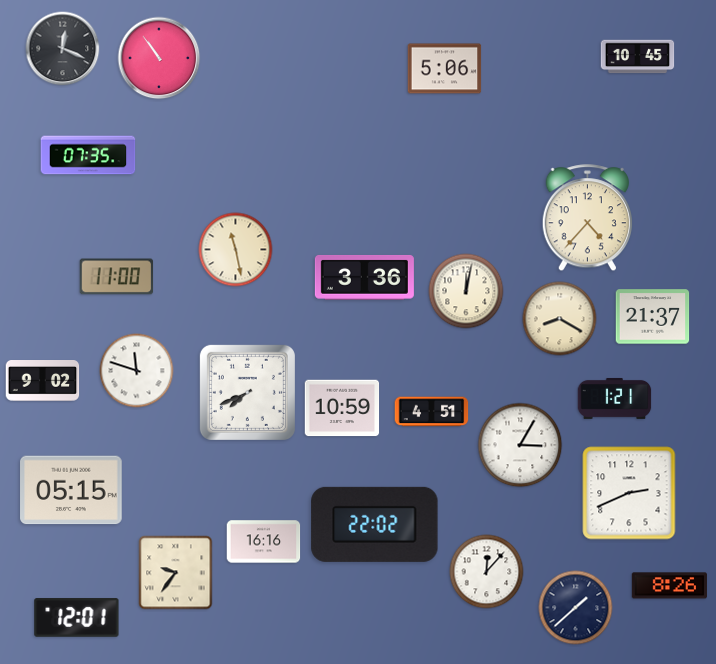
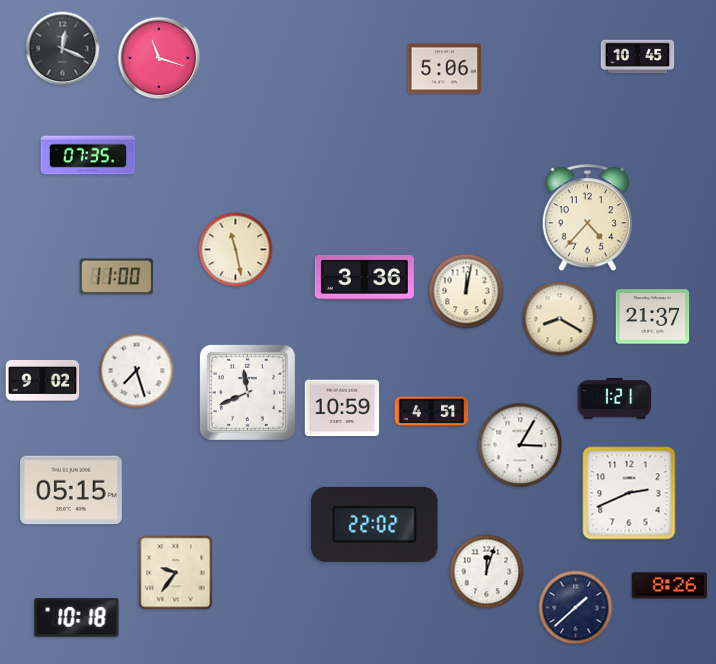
clock at (159, 58): 10:54 -> 11:18
clock at (137, 371): 11:48 -> 7:27
clock at (247, 392): 7:41 -> 11:41
clock at (264, 542): 16:16 -> none
clock at (487, 572): 12:07 -> 12:03
clock at (77, 618): 12:01 -> 10:18
